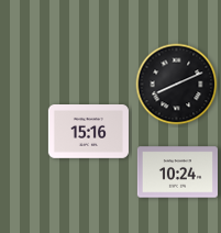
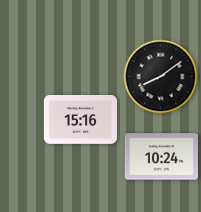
clock at (177, 85): 8:11 -> 8:09
